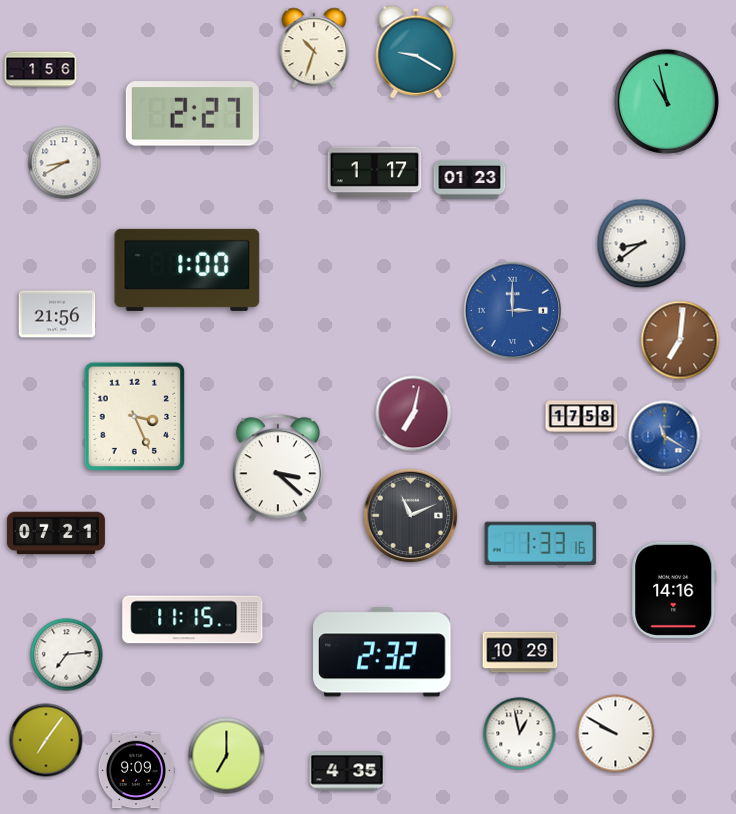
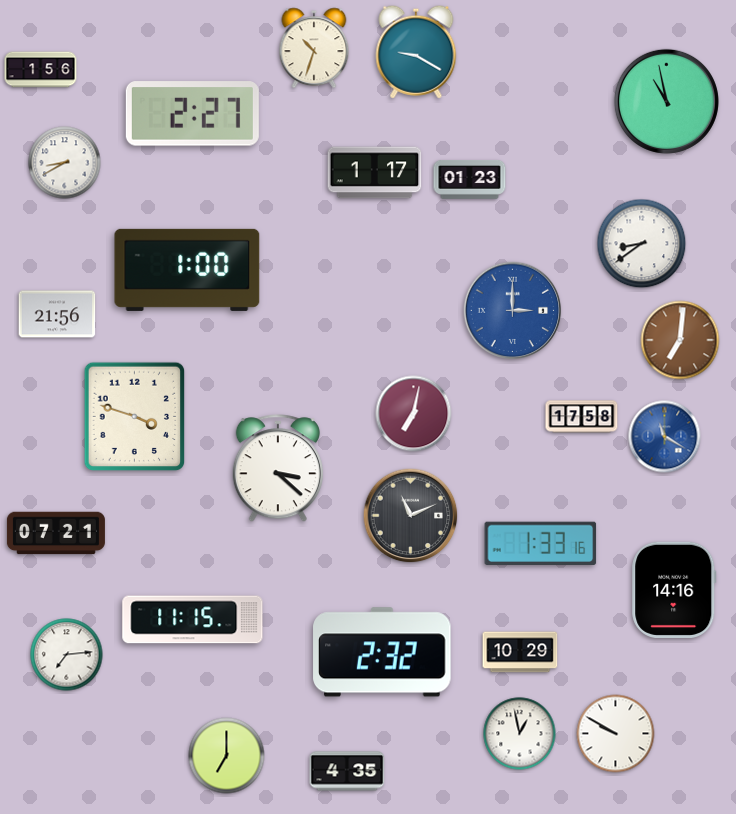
clock at (135, 417): 3:26 -> 3:48
clock at (46, 740): 7:06 -> none
clock at (136, 771): 9:09 -> none
